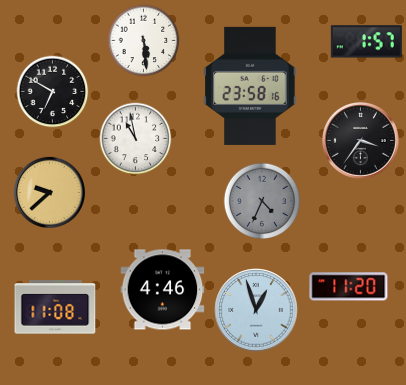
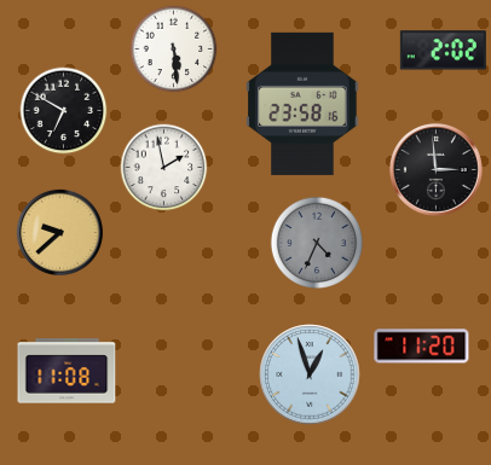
clock at (366, 42): 1:57 -> 2:02
clock at (136, 139): 10:58 -> 1:58
clock at (361, 141): 3:36 -> 2:59
clock at (163, 290): 4:46 -> none
